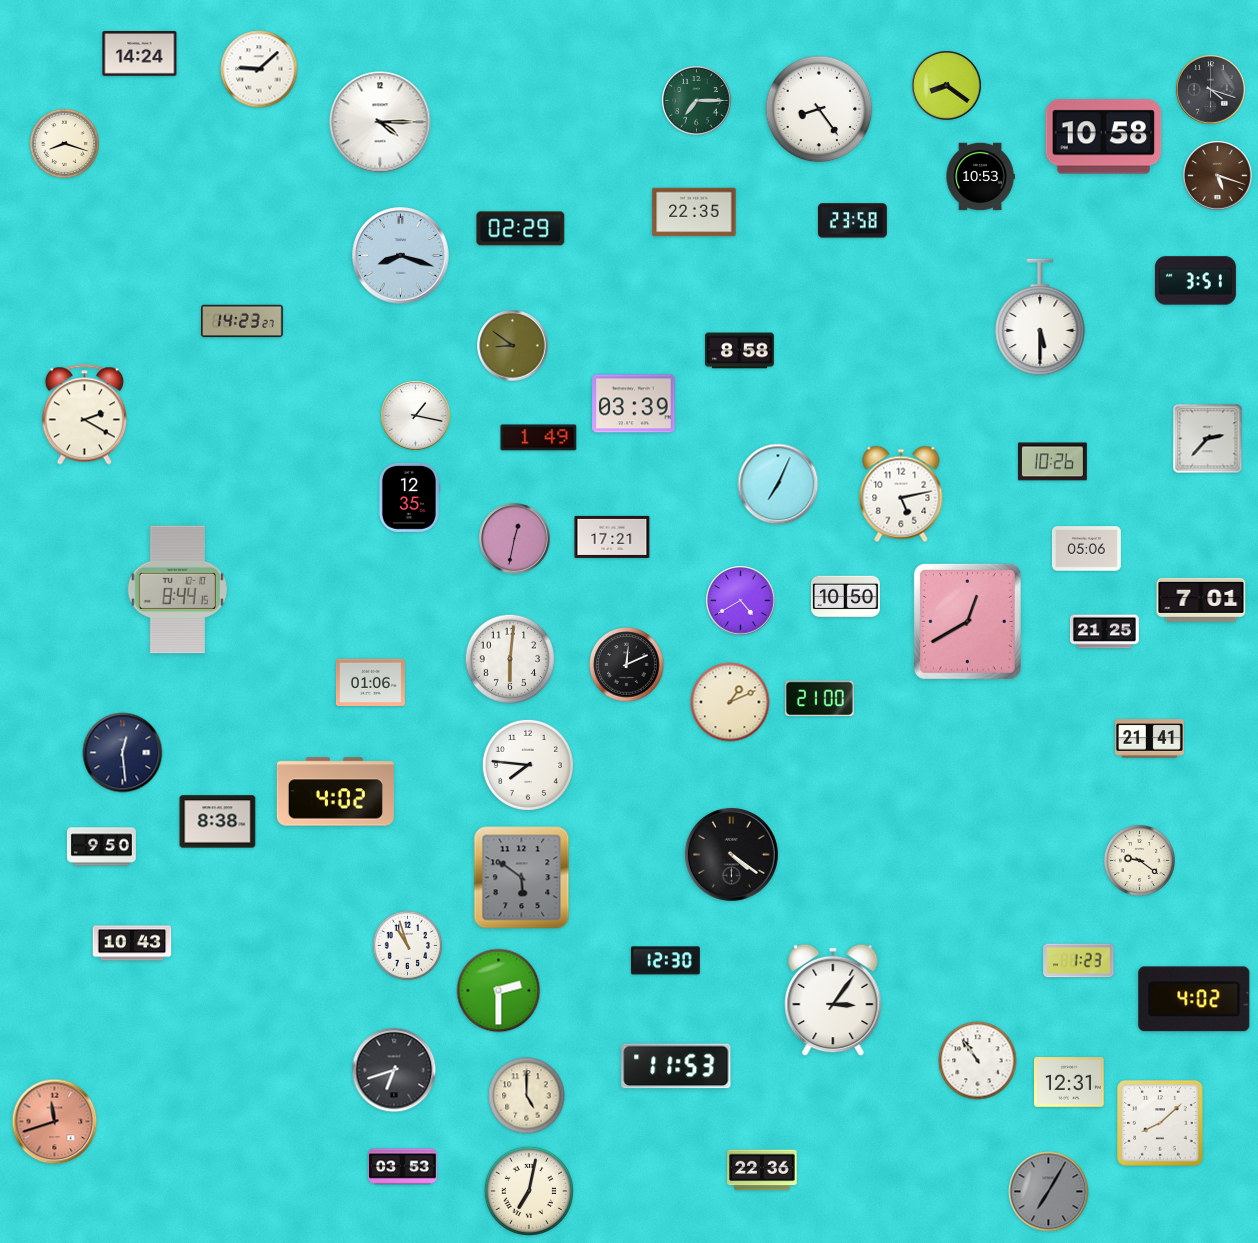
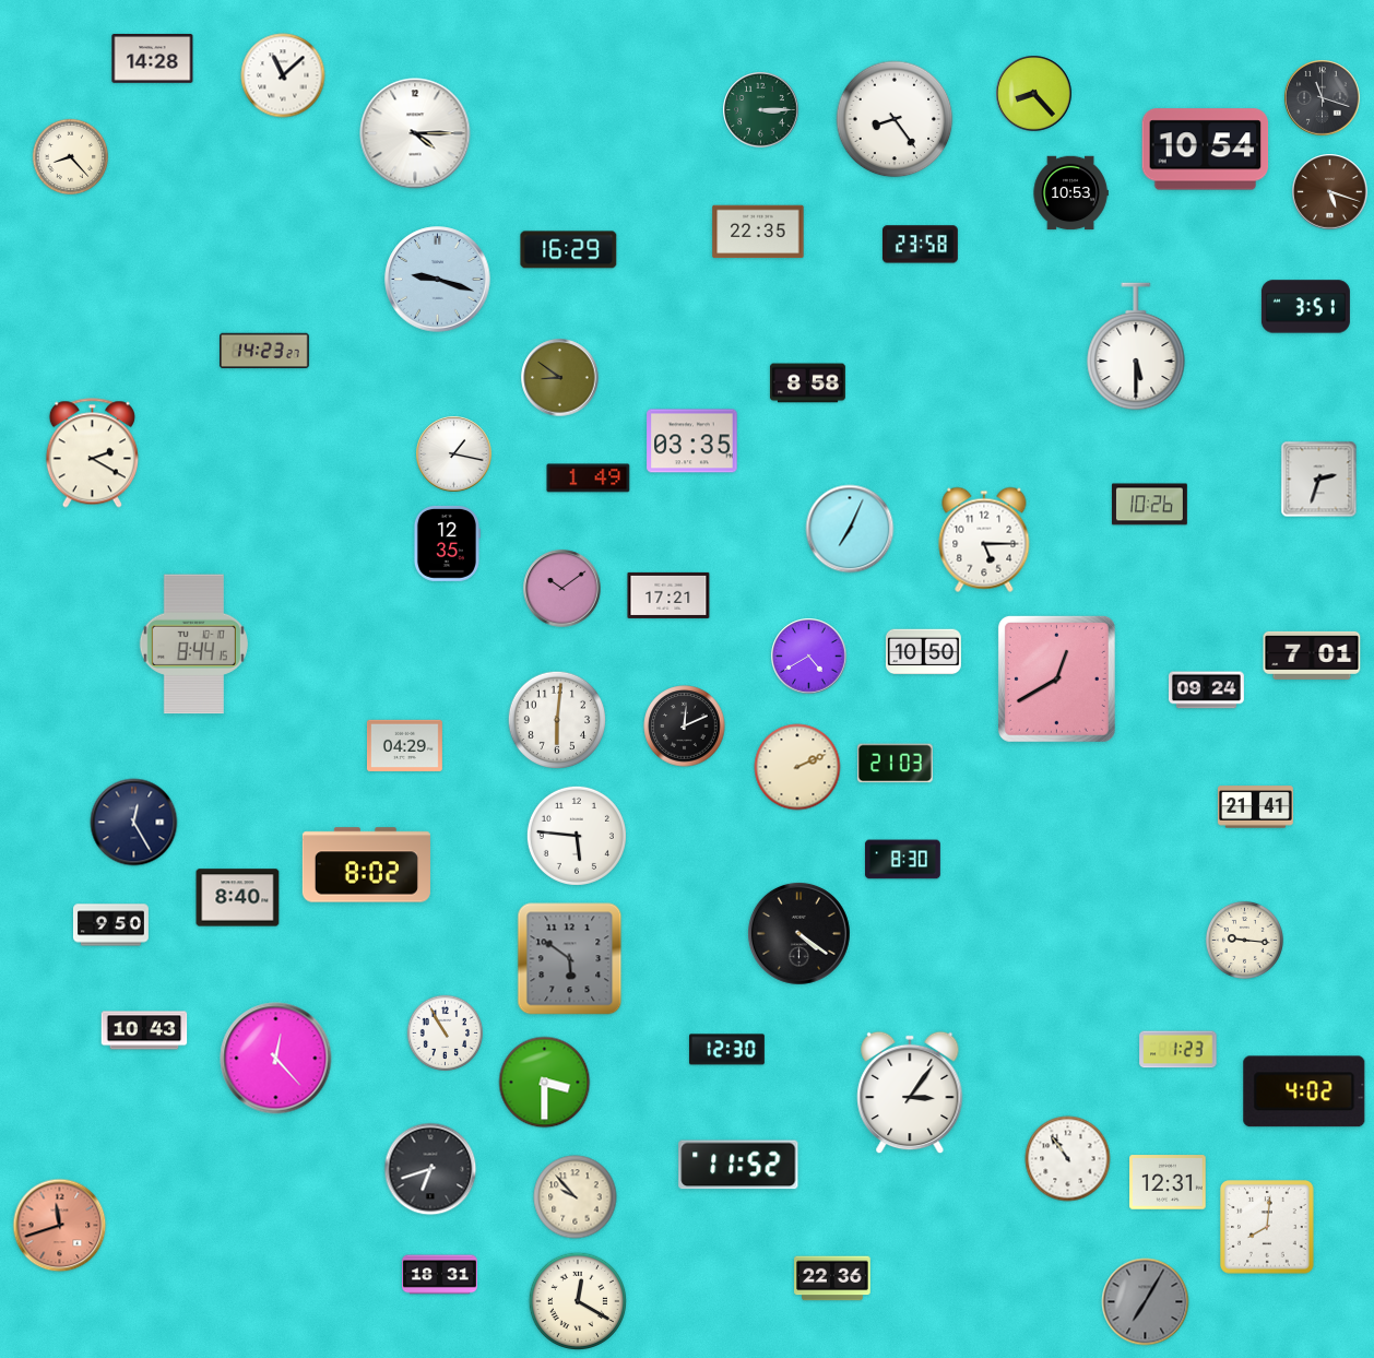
clock at (140, 54): 14:24 -> 14:28
clock at (259, 69): 9:08 -> 11:08
clock at (947, 86): 8:21 -> 8:23
clock at (1211, 90): 4:18 -> 11:18
clock at (697, 101): 7:15 -> 3:15
clock at (1104, 137): 10:58 -> 10:54
clock at (64, 143): 8:18 -> 8:23
clock at (852, 221) position: (852, 221) -> (920, 245)
clock at (521, 229): 02:29 -> 16:29
clock at (401, 256): 8:18 -> 9:18
clock at (634, 404): 03:39 -> 03:35
clock at (1208, 439): 2:37 -> 2:33
clock at (901, 494): 5:13 -> 5:15
clock at (612, 537) position: (612, 537) -> (668, 595)
clock at (515, 539): 12:32 -> 10:09
clock at (1086, 549): 05:06 -> none
clock at (1104, 632): 21:25 -> 09:24
clock at (370, 683): 01:06 -> 04:29
clock at (819, 699): 21:00 -> 21:03
clock at (730, 702): 1:11 -> 2:11
clock at (123, 753): 12:29 -> 12:25
clock at (528, 765): 7:46 -> 5:46
clock at (902, 860): none -> 8:30
clock at (335, 792): 4:02 -> 8:02
clock at (218, 822): 8:38 -> 8:40
clock at (1139, 860): 9:21 -> 9:16
clock at (407, 945): 10:57 -> 10:55
clock at (276, 1059): none -> 12:23
clock at (499, 991): 2:30 -> 3:30
clock at (676, 1066): 11:53 -> 11:52
clock at (527, 1096): 5:00 -> 9:53
clock at (1160, 1123): 8:08 -> 8:01
clock at (403, 1167): 03:53 -> 18:31
clock at (528, 1190): 7:02 -> 12:20
